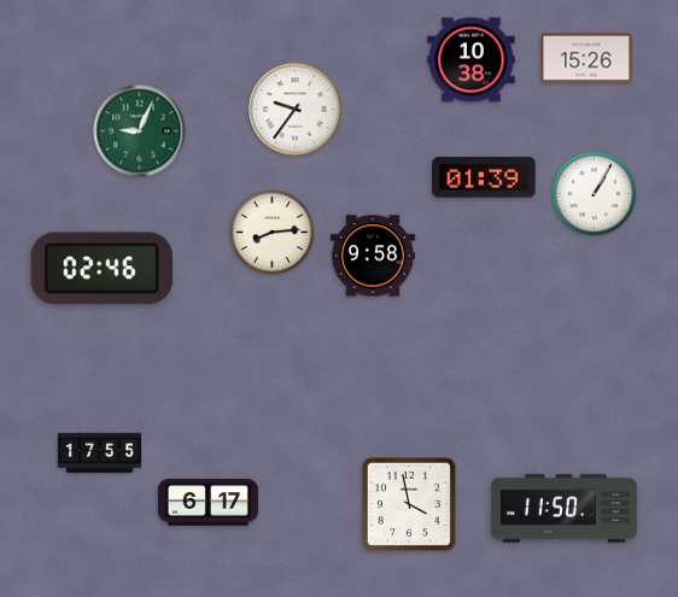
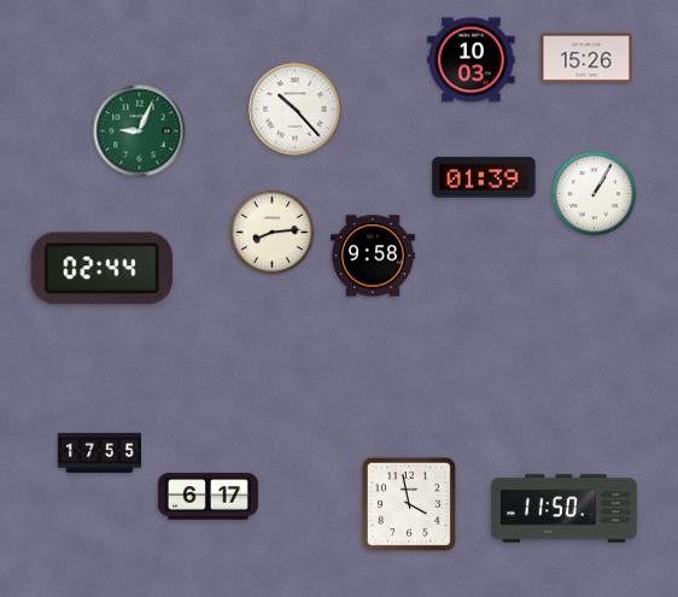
clock at (472, 60): 10:38 -> 10:03
clock at (296, 110): 9:36 -> 10:23
clock at (103, 269): 02:46 -> 02:44
clock at (208, 503) position: (208, 503) -> (208, 497)
